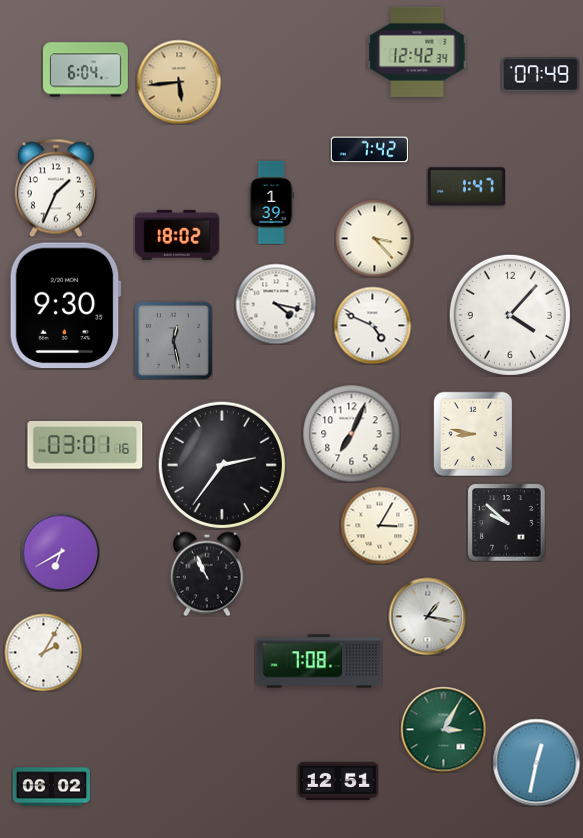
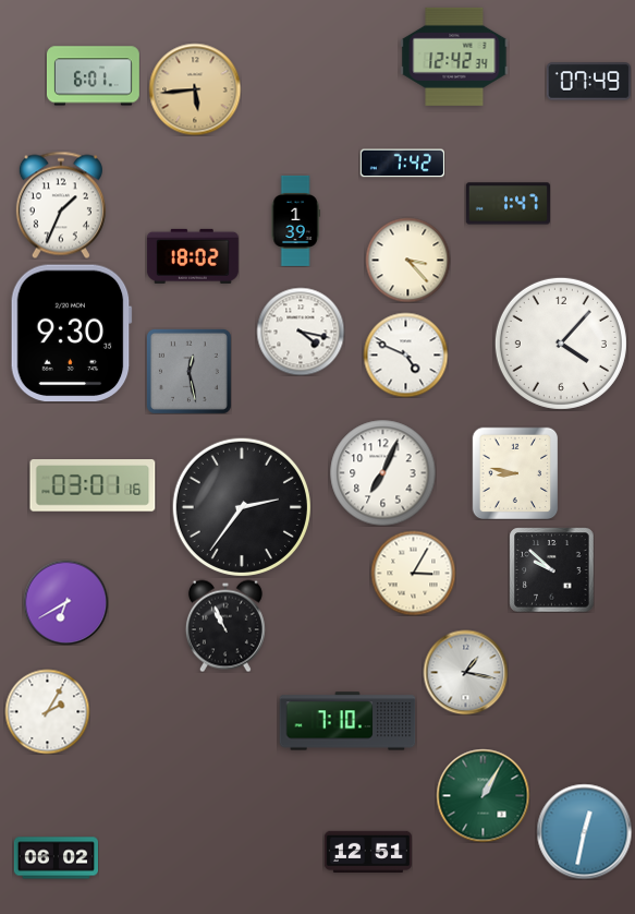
clock at (85, 70): 6:04 -> 6:01
clock at (510, 315) position: (510, 315) -> (561, 344)
clock at (319, 661): 7:08 -> 7:10
clock at (443, 729): 3:05 -> 1:05
